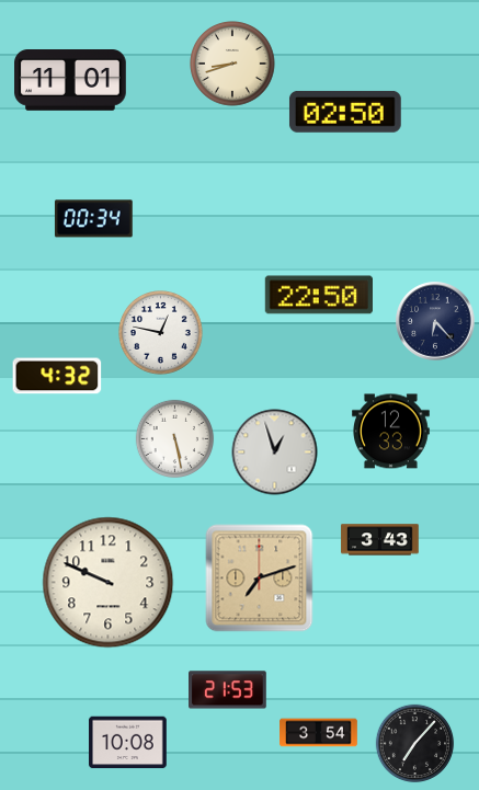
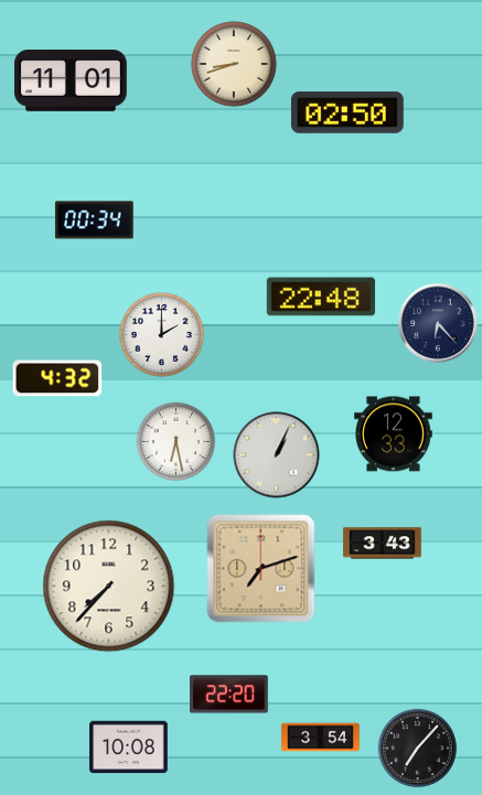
clock at (318, 295): 22:50 -> 22:48
clock at (161, 333): 12:47 -> 2:00
clock at (175, 439): 5:28 -> 6:28
clock at (275, 453): 12:57 -> 1:04
clock at (260, 579) position: (260, 579) -> (261, 569)
clock at (109, 583): 9:49 -> 7:37
clock at (228, 690): 21:53 -> 22:20
